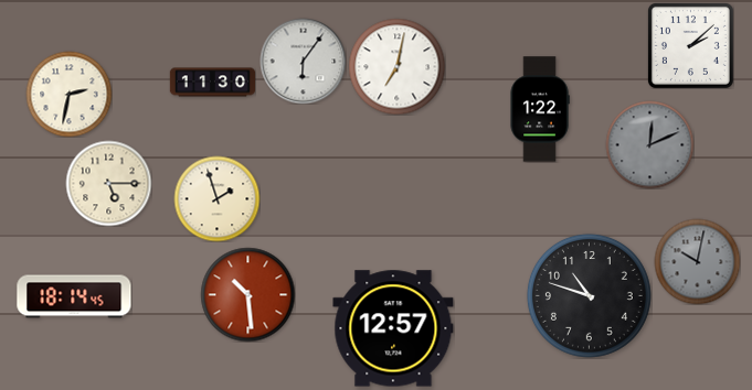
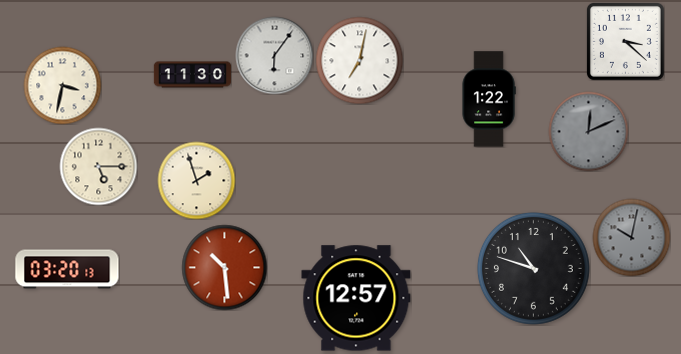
clock at (690, 45): 2:08 -> 3:22
clock at (68, 94): 2:32 -> 3:32
clock at (74, 296): 18:14 -> 03:20
